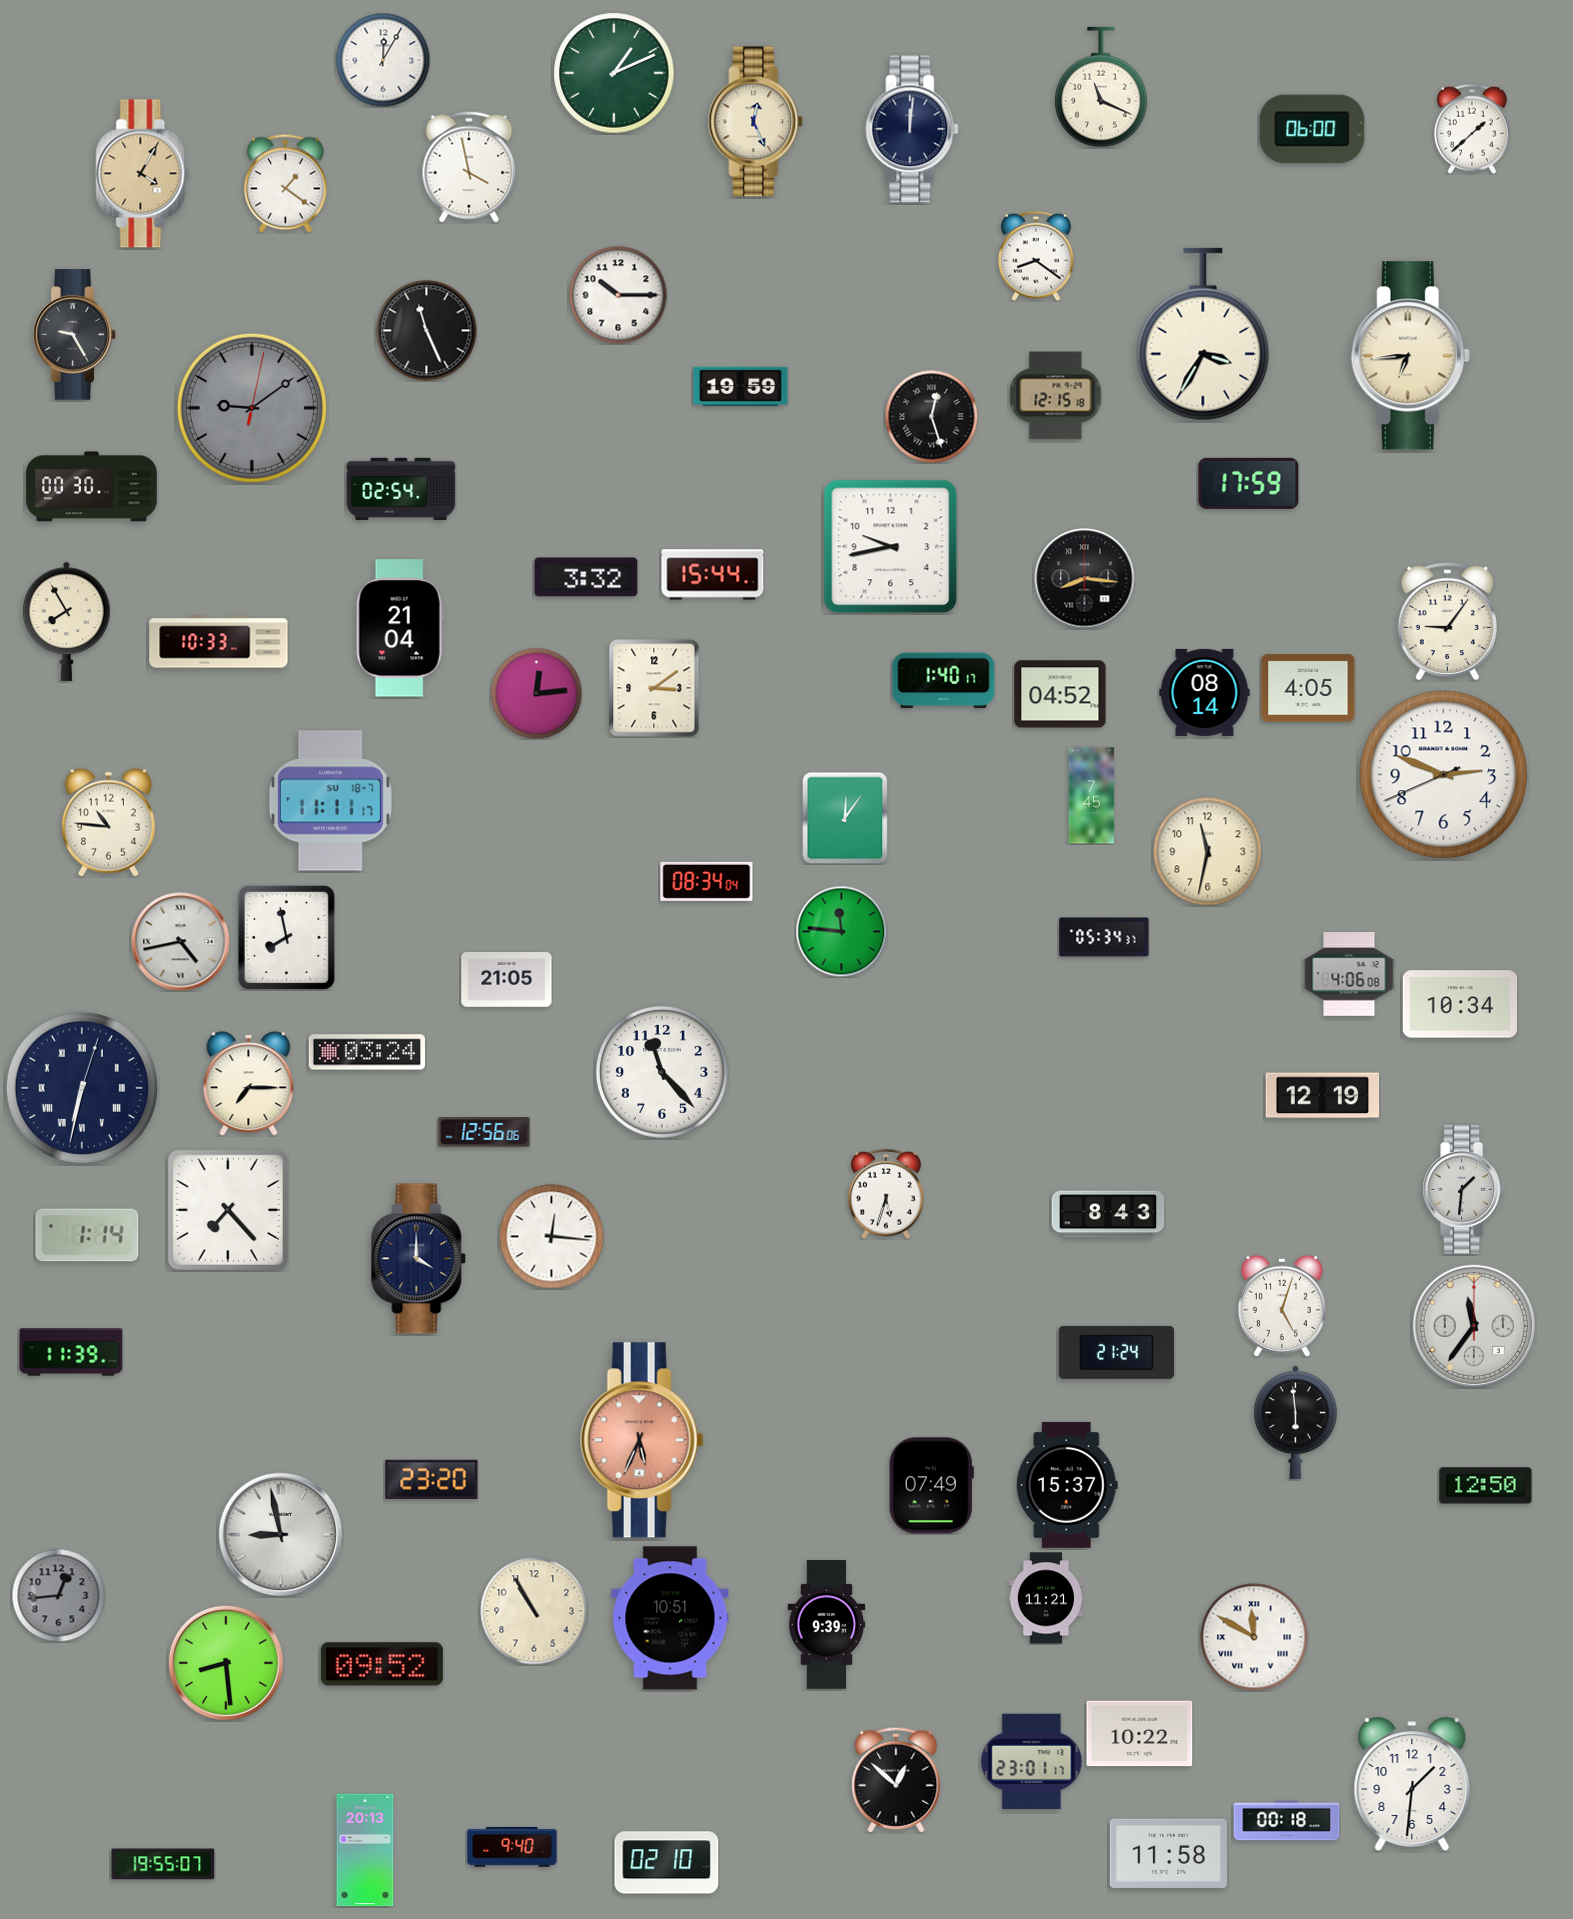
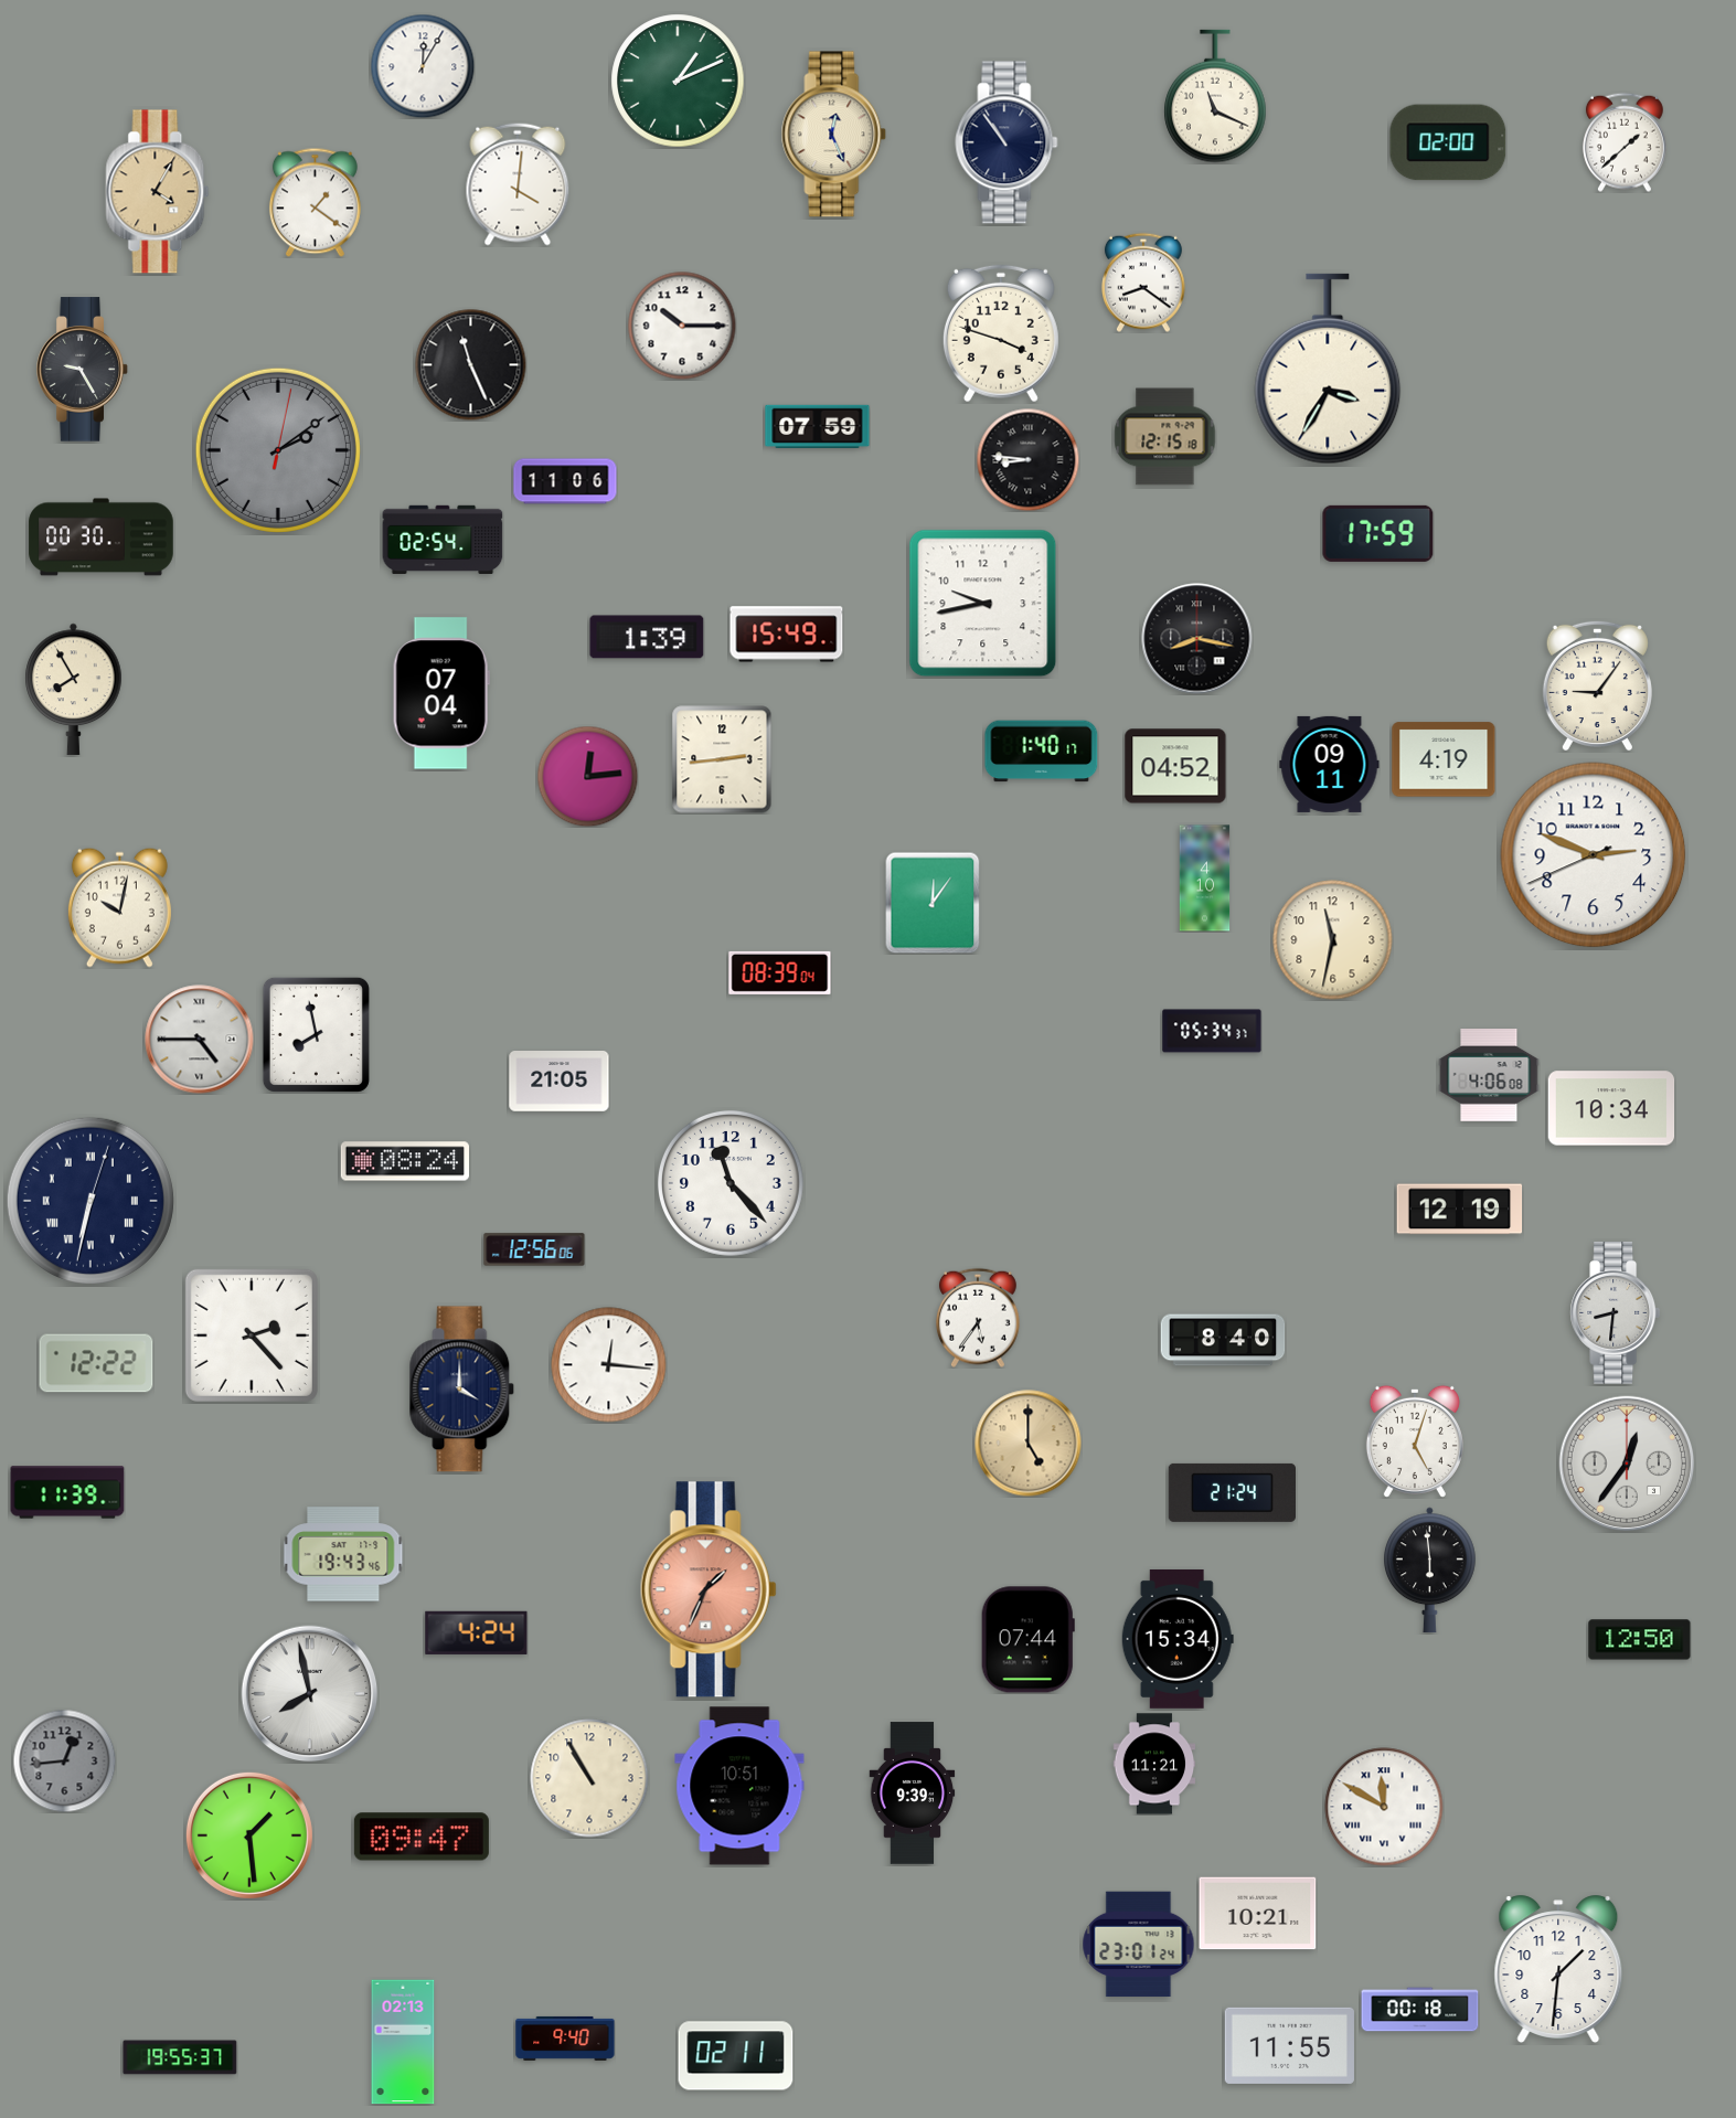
clock at (912, 129): 12:01 -> 10:54
clock at (1312, 129): 06:00 -> 02:00
clock at (469, 167): 3:58 -> 4:01
clock at (1001, 333): none -> 3:48
clock at (1410, 356): 6:44 -> none
clock at (741, 387): 19:59 -> 07:59
clock at (252, 408): 9:09 -> 2:09
clock at (931, 416): 12:27 -> 8:46
clock at (565, 481): none -> 11:06
clock at (713, 575): 15:44 -> 15:49
clock at (586, 577): 3:32 -> 1:39
clock at (1085, 579): 8:16 -> 8:17
clock at (67, 621) position: (67, 621) -> (74, 689)
clock at (400, 628): 21:04 -> 07:04
clock at (219, 642): 10:33 -> none
clock at (654, 688): 3:09 -> 2:44
clock at (1308, 688): 4:05 -> 4:19
clock at (1205, 692): 08:14 -> 09:11
clock at (536, 693) position: (536, 693) -> (587, 776)
clock at (1060, 694) position: (1060, 694) -> (1175, 766)
clock at (1092, 796): 7:45 -> 4:10
clock at (330, 801): 11:11 -> none
clock at (108, 822): 10:46 -> 10:02
clock at (707, 881): 08:34 -> 08:39
clock at (841, 931): 11:46 -> none
clock at (1104, 937) position: (1104, 937) -> (1212, 1031)
clock at (181, 942): 4:43 -> 4:45
clock at (366, 1052): 03:24 -> 08:24
clock at (249, 1084): 7:15 -> none
clock at (1464, 1190): 1:31 -> 8:31
clock at (886, 1194): 5:33 -> 5:36
clock at (228, 1210): 7:23 -> 2:23
clock at (1108, 1214): 8:43 -> 8:40
clock at (87, 1235): 1:14 -> 12:22
clock at (1029, 1444): none -> 5:00
clock at (1474, 1326): 11:36 -> 12:36
clock at (71, 1352) position: (71, 1352) -> (67, 1492)
clock at (343, 1554): none -> 19:43
clock at (642, 1440): 5:34 -> 1:34
clock at (432, 1479): 23:20 -> 4:24
clock at (1067, 1485): 15:37 -> 15:34
clock at (931, 1486): 07:49 -> 07:44
clock at (281, 1535): 8:58 -> 7:58
clock at (226, 1663): 8:29 -> 1:29
clock at (382, 1664): 09:52 -> 09:47
clock at (1140, 1734): 10:22 -> 10:21
clock at (1032, 1762): 23:01:17 -> 23:01:24
clock at (896, 1780): 12:52 -> none
clock at (365, 1850): 20:13 -> 02:13
clock at (1168, 1853): 11:58 -> 11:55
clock at (667, 1863): 02:10 -> 02:11
clock at (163, 1864): 19:55:07 -> 19:55:37
